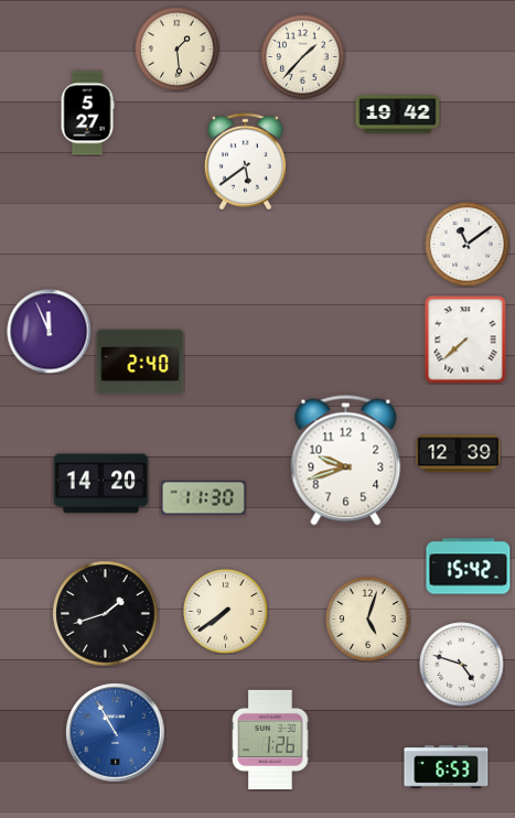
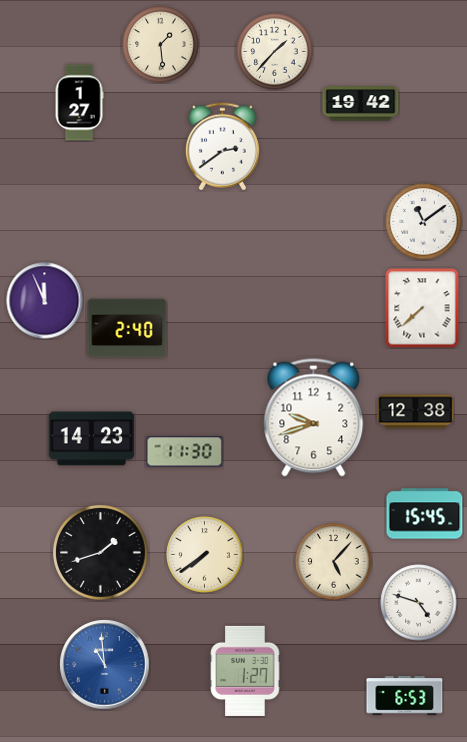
clock at (87, 114): 5:27 -> 1:27
clock at (245, 162): 5:39 -> 2:39
clock at (459, 454): 12:39 -> 12:38
clock at (101, 484): 14:20 -> 14:23
clock at (469, 567): 15:42 -> 15:45
clock at (106, 614) position: (106, 614) -> (101, 553)
clock at (368, 620): 5:03 -> 5:07
clock at (116, 733): 10:55 -> 10:59
clock at (270, 740): 1:26 -> 1:27
